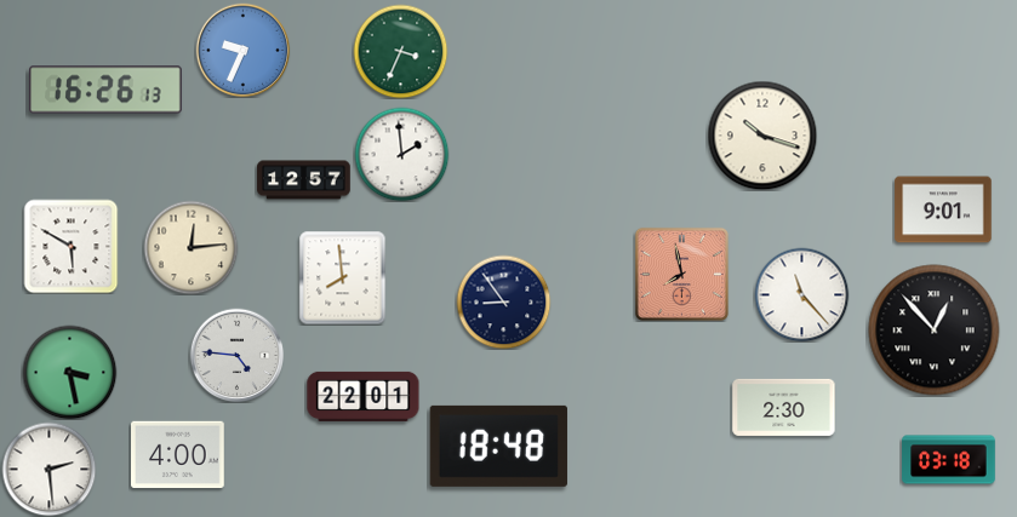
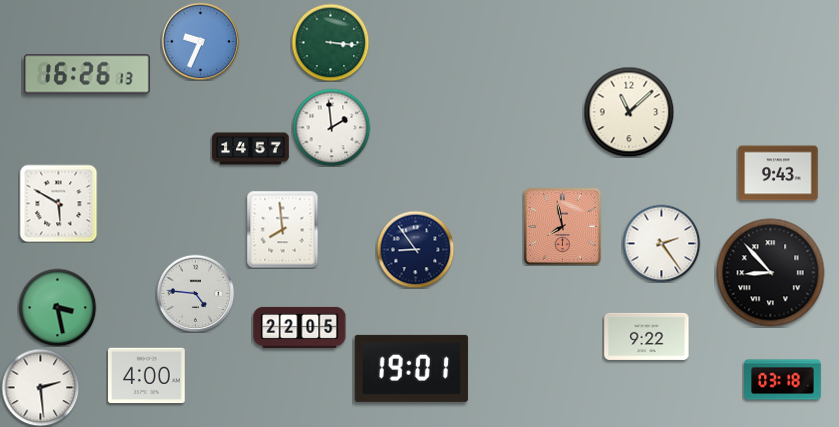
clock at (400, 51): 3:34 -> 3:16
clock at (762, 136): 10:18 -> 11:08
clock at (304, 180): 12:57 -> 14:57
clock at (943, 209): 9:01 -> 9:43
clock at (190, 247): 12:14 -> none
clock at (801, 294): 11:23 -> 2:24
clock at (935, 331): 12:53 -> 8:53
clock at (364, 396): 22:01 -> 22:05
clock at (784, 407): 2:30 -> 9:22
clock at (498, 446): 18:48 -> 19:01
